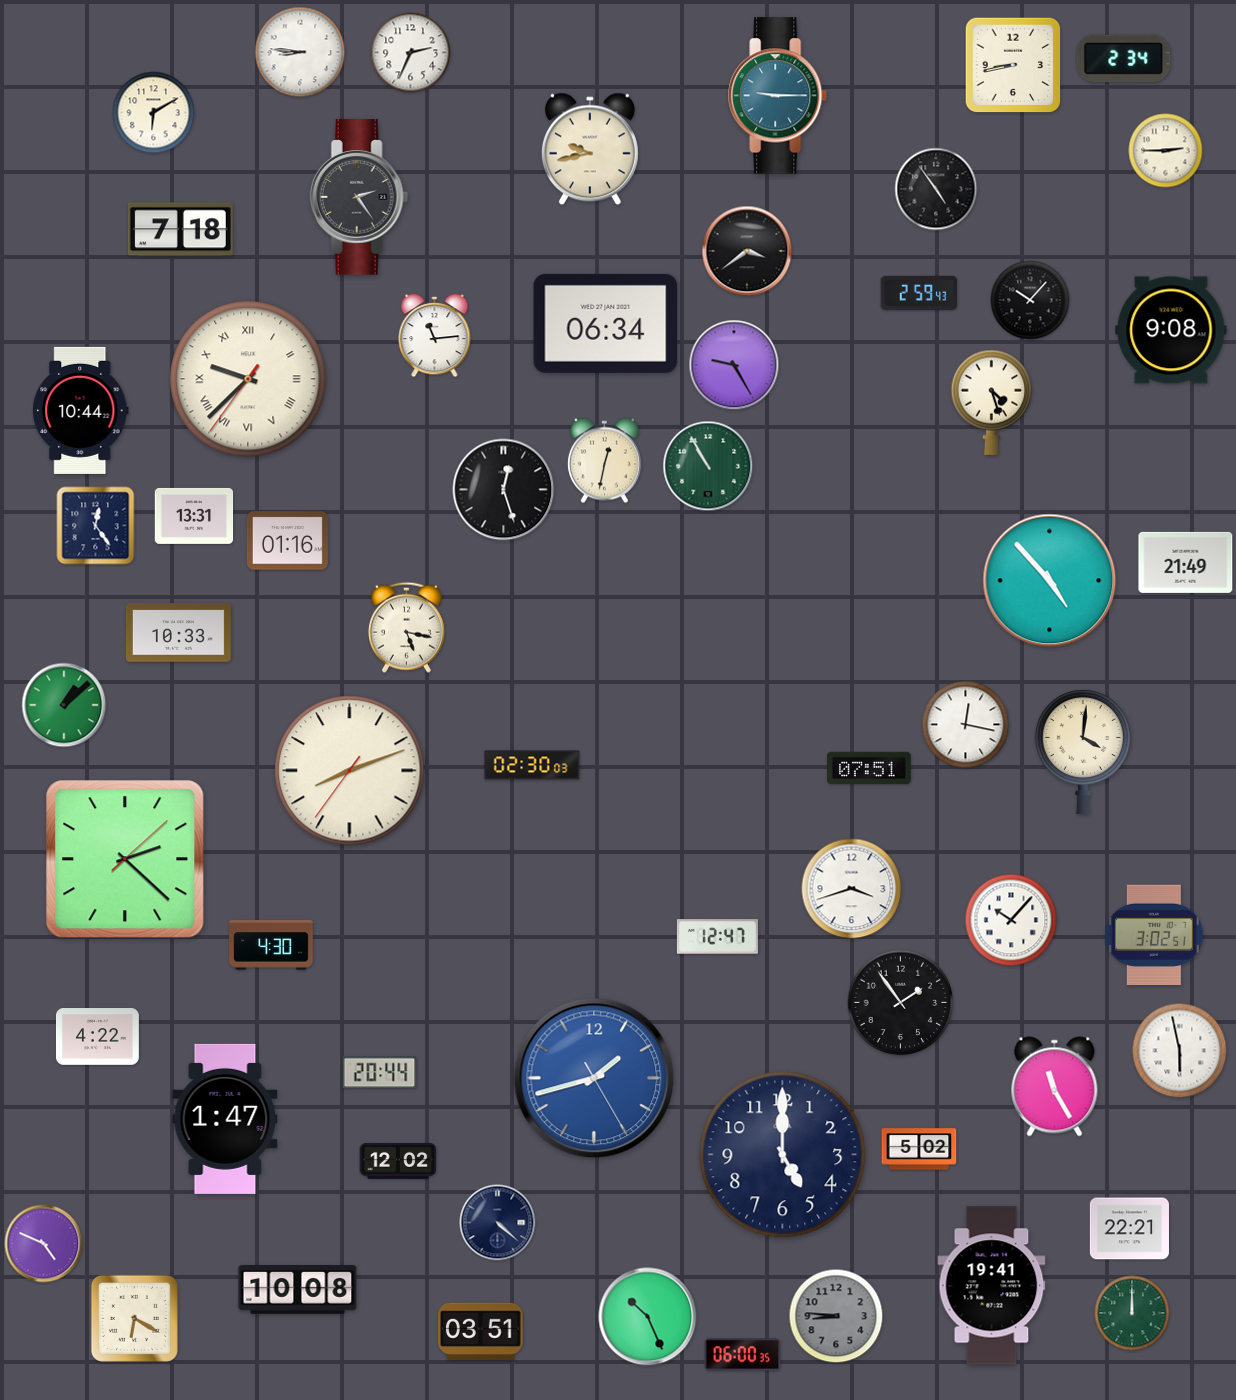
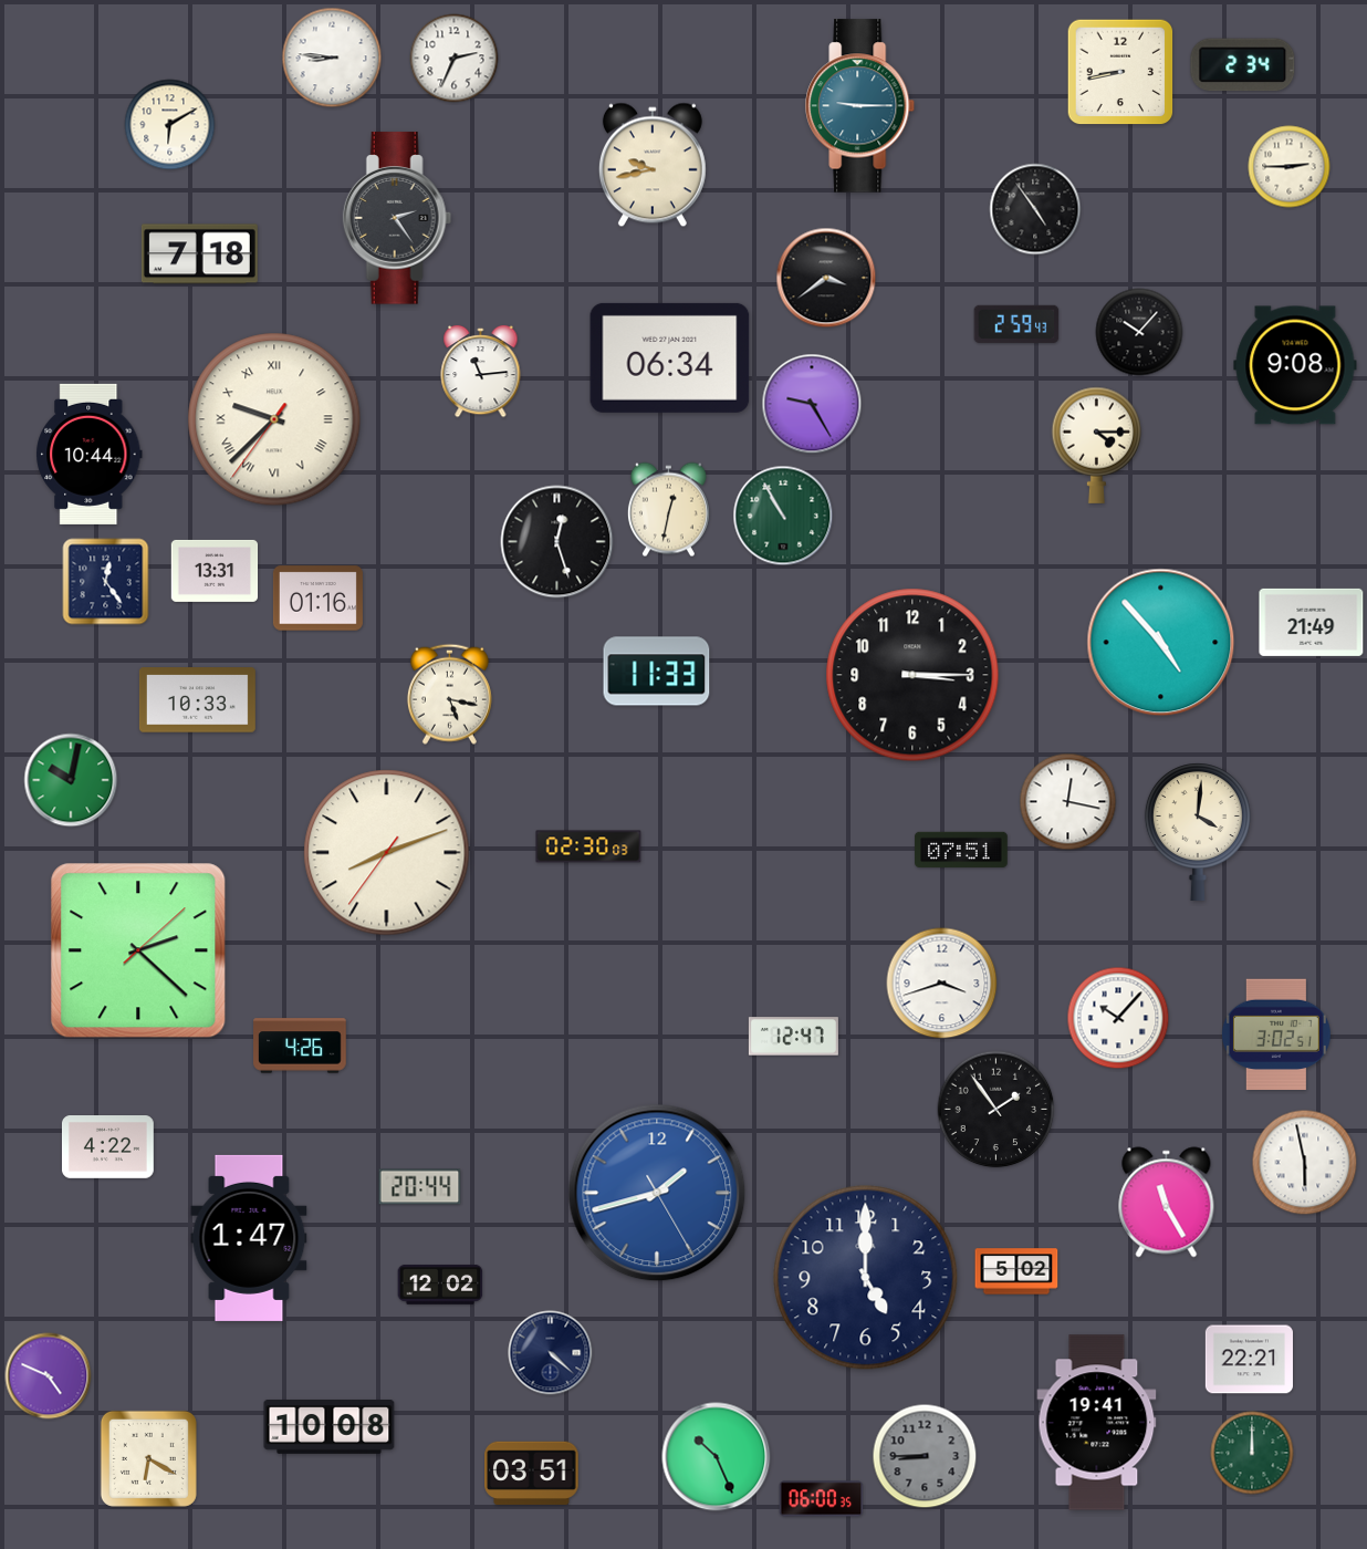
clock at (992, 402): 4:27 -> 4:15
clock at (657, 672): none -> 11:33
clock at (912, 675): none -> 3:15
clock at (64, 705): 1:08 -> 10:02
clock at (271, 945): 4:30 -> 4:26
clock at (836, 1316): 8:46 -> 8:45
